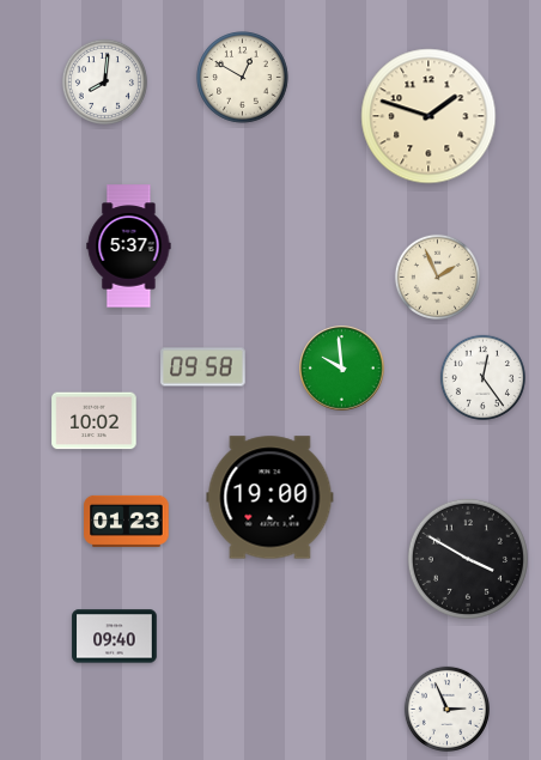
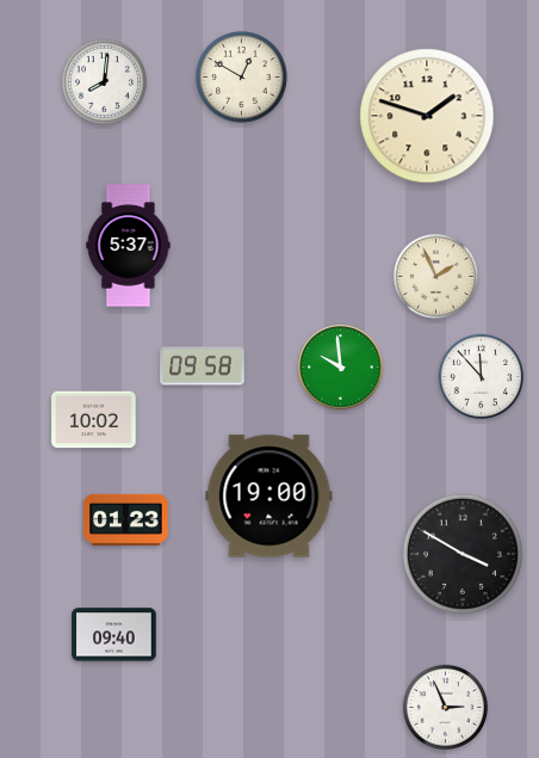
clock at (482, 377): 12:24 -> 11:53
clock at (468, 559) position: (468, 559) -> (463, 554)
